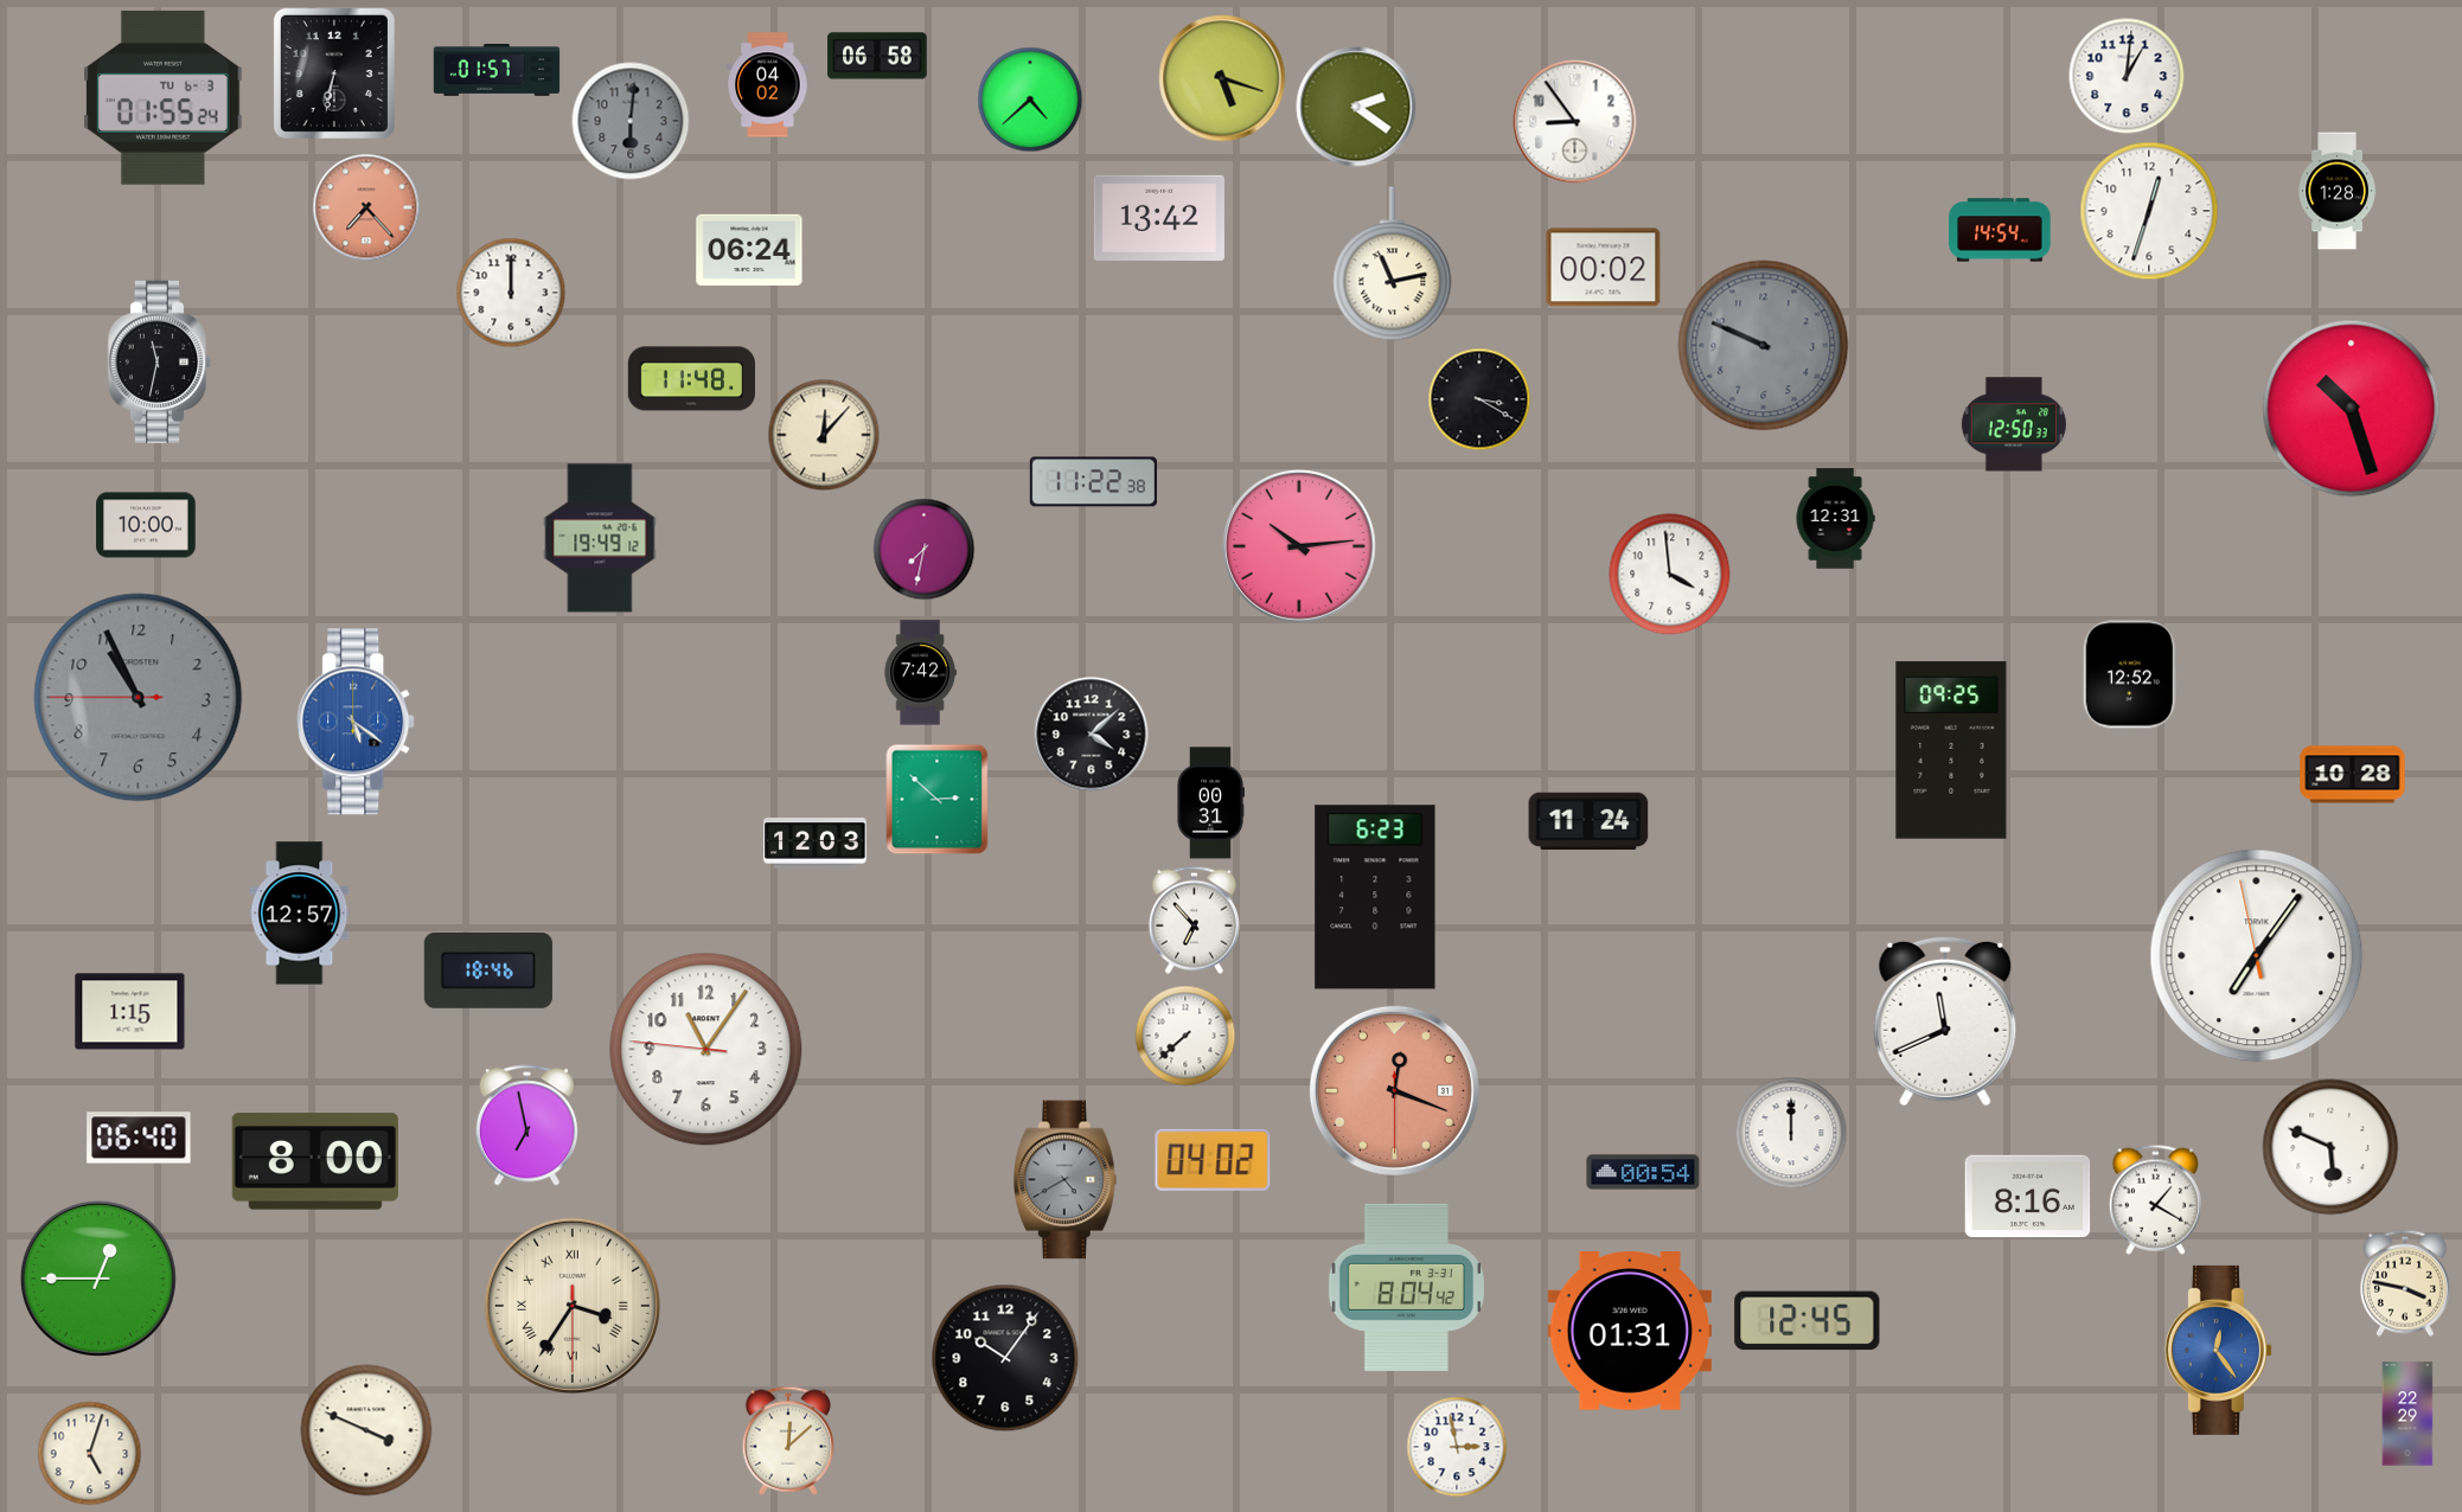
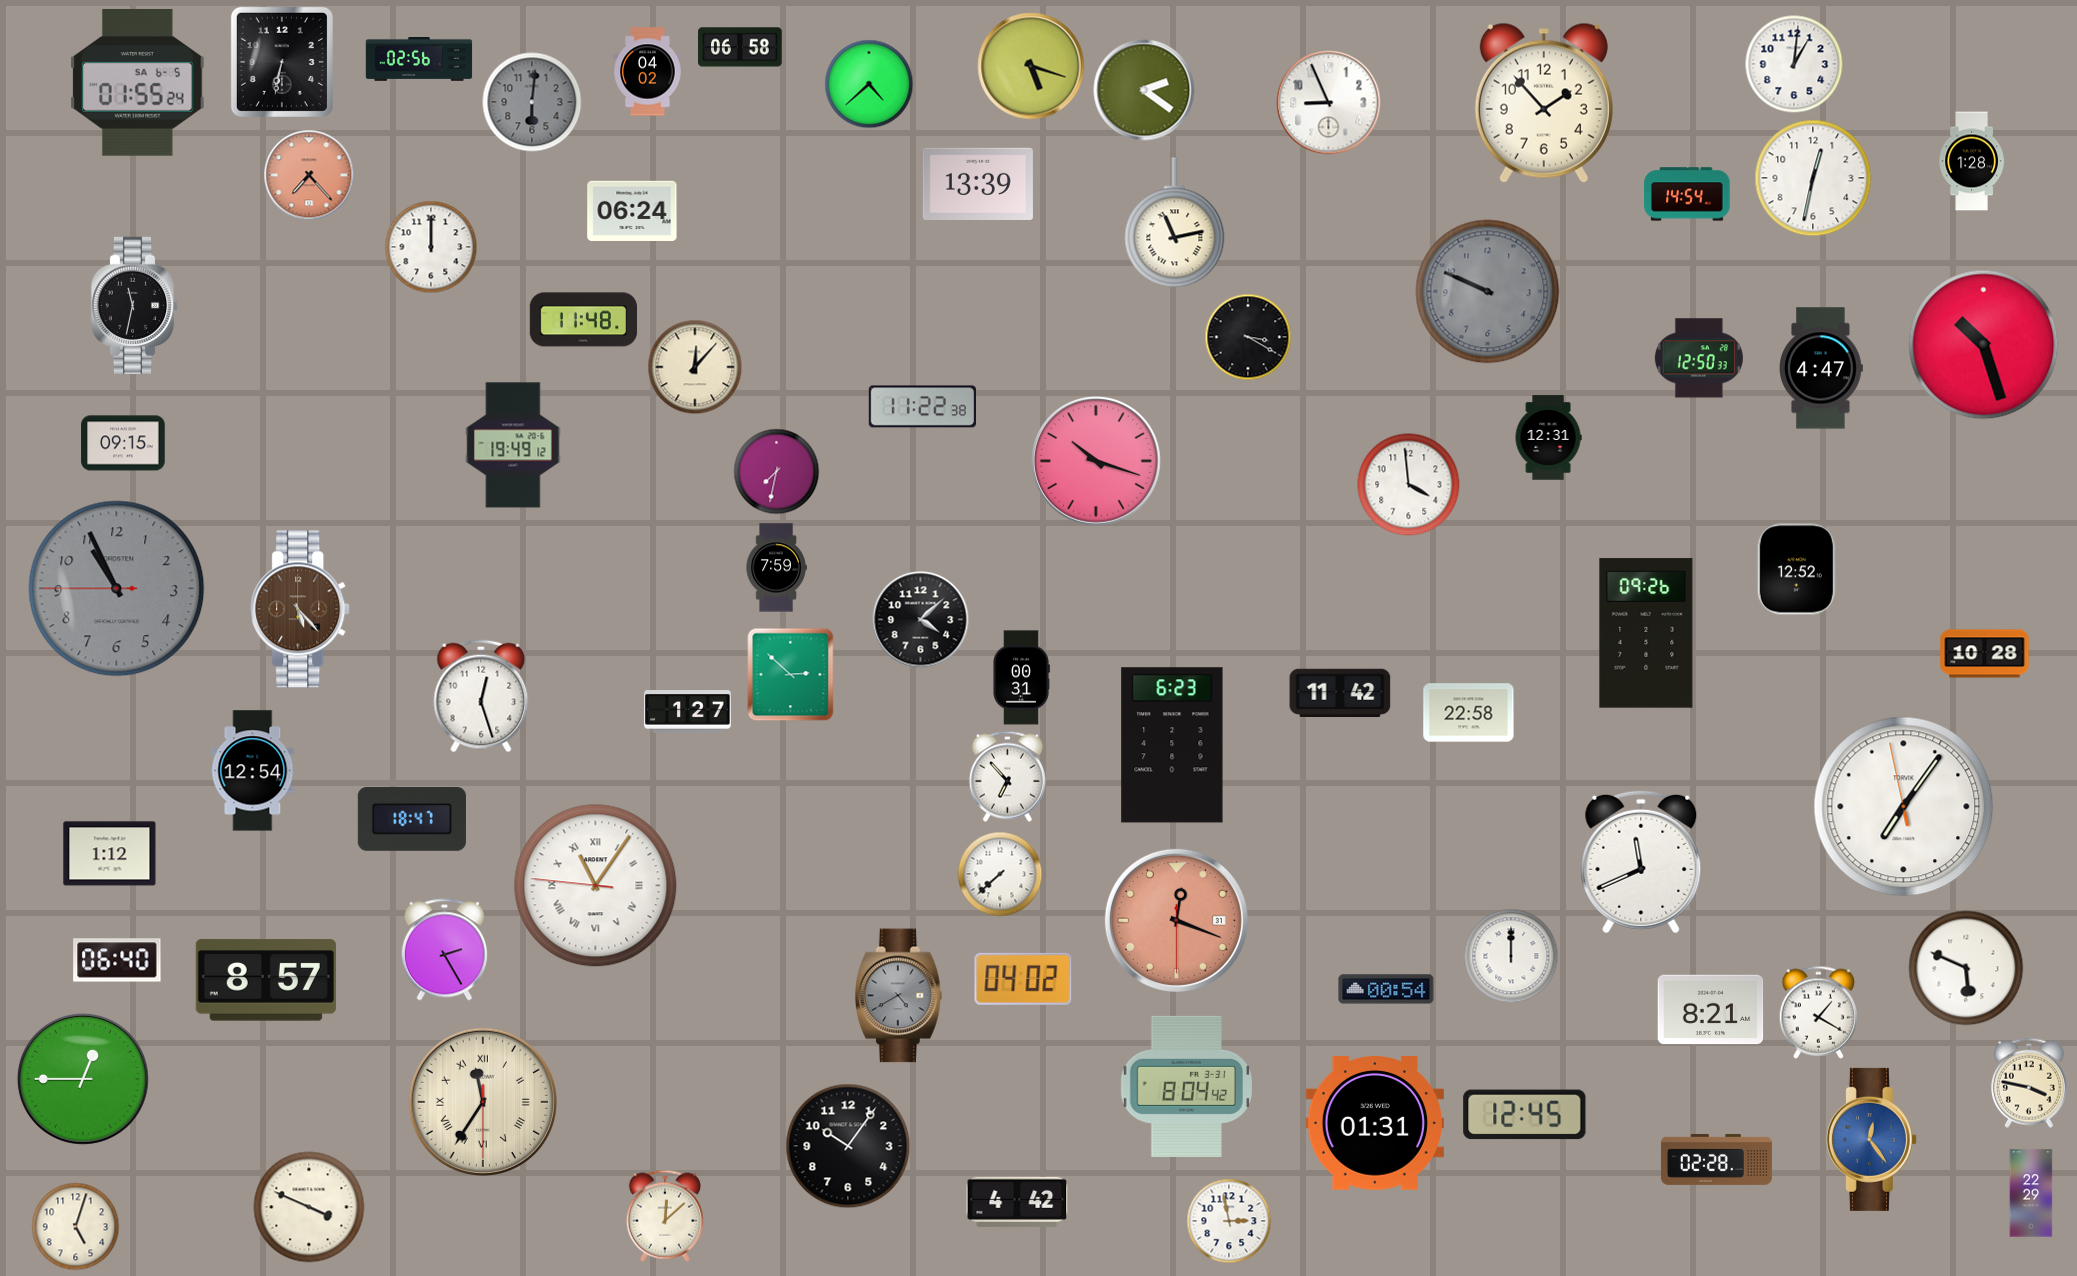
clock at (497, 71): 01:57 -> 02:56
clock at (164, 97) date: TU 6-3 -> SA 6-5
clock at (1575, 122): 8:54 -> 8:56
clock at (1544, 103): none -> 1:53
clock at (2149, 211): 12:33 -> 12:32
clock at (1159, 217): 13:42 -> 13:39
clock at (1604, 268): 00:02 -> none
clock at (1821, 368): none -> 4:47
clock at (146, 525): 10:00 -> 09:15
clock at (600, 538) position: (600, 538) -> (513, 445)
clock at (1299, 546): 10:14 -> 10:18
clock at (925, 550) position: (925, 550) -> (777, 472)
clock at (920, 673): 7:42 -> 7:59
clock at (357, 722): 5:21 -> 5:23
clock at (357, 722) dial: blue -> brown
clock at (1951, 750): 09:25 -> 09:26
clock at (1588, 820): 11:24 -> 11:42
clock at (481, 696): none -> 12:27
clock at (816, 844): 12:03 -> 1:27
clock at (1469, 713): none -> 22:58
clock at (1375, 897) position: (1375, 897) -> (1172, 745)
clock at (300, 914): 12:57 -> 12:54
clock at (488, 970): 18:46 -> 18:47
clock at (130, 1012): 1:15 -> 1:12
clock at (706, 1050) numerals: Arabic -> Roman
clock at (526, 1126): 6:58 -> 2:25
clock at (315, 1161): 8:00 -> 8:57
clock at (2028, 1197): 8:16 -> 8:21
clock at (573, 1306): 3:35 -> 11:35
clock at (1716, 1159): none -> 02:28
clock at (1017, 1202): none -> 4:42
